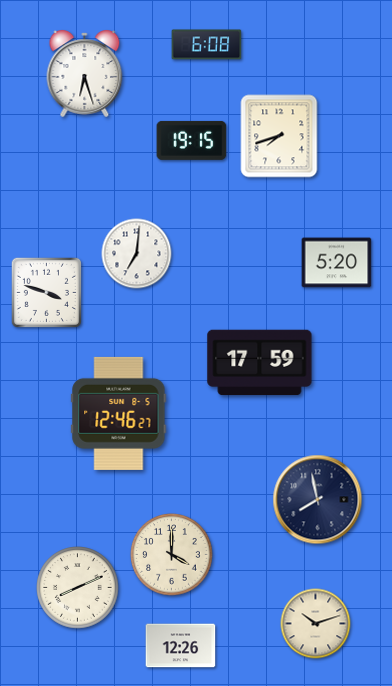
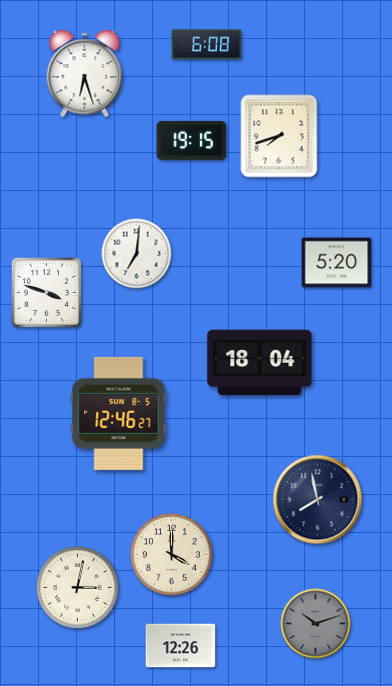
clock at (260, 363): 17:59 -> 18:04
clock at (78, 588): 8:11 -> 3:02
clock at (316, 624) dial: cream -> grey
